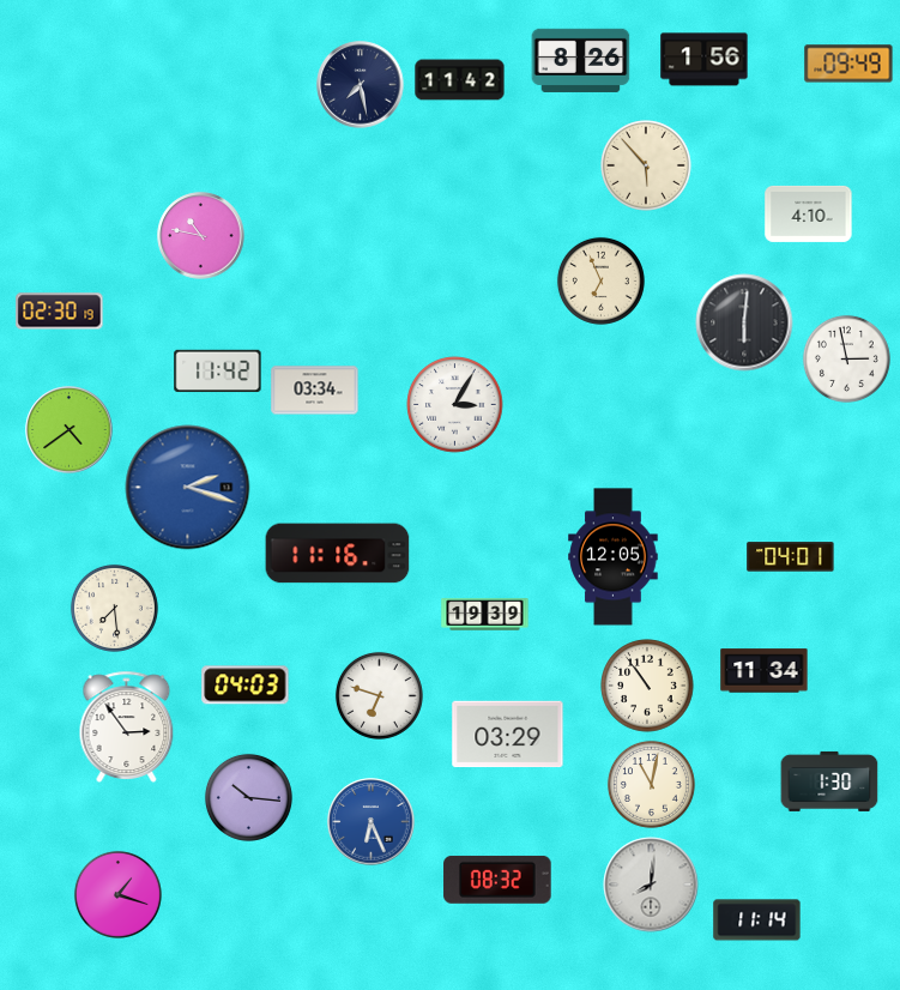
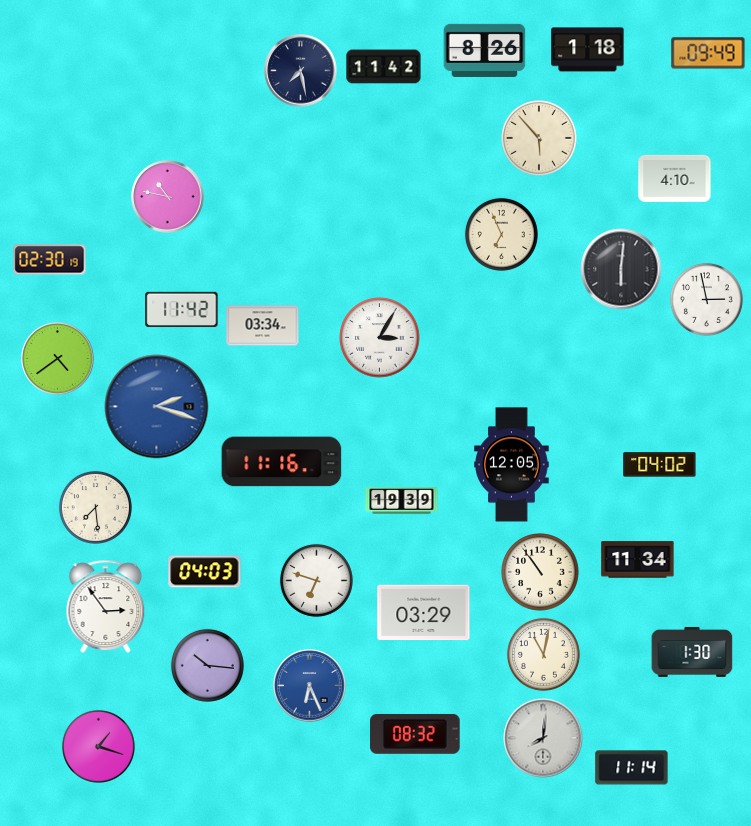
clock at (705, 60): 1:56 -> 1:18
clock at (791, 557): 04:01 -> 04:02
clock at (485, 615) position: (485, 615) -> (402, 501)
